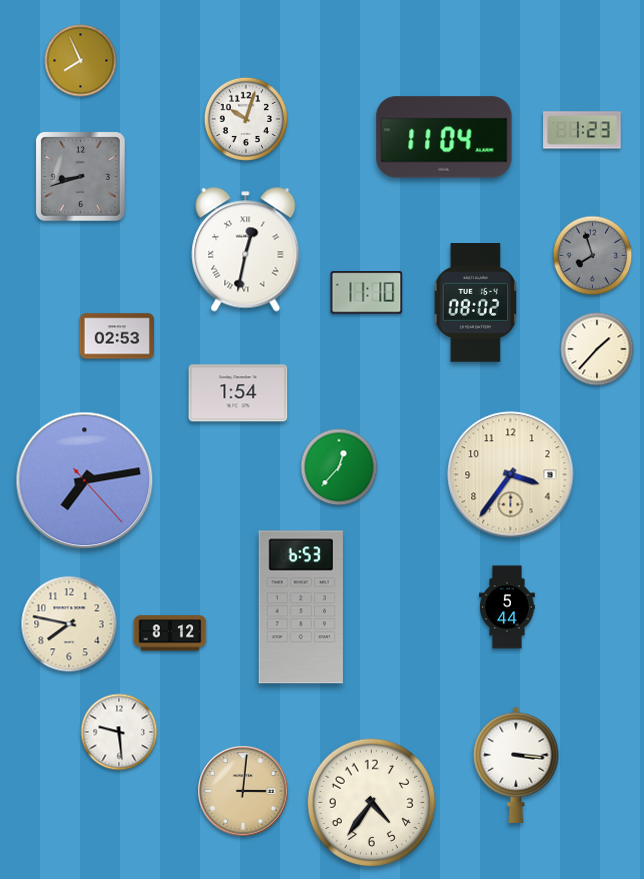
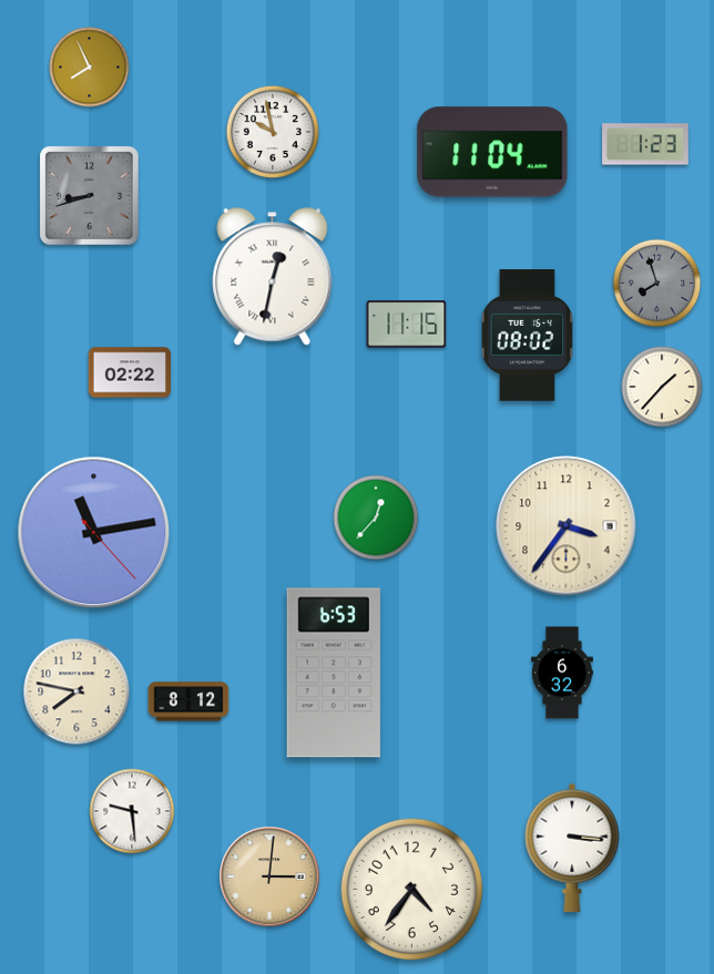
clock at (246, 119): 10:03 -> 9:58
clock at (367, 293): 11:10 -> 11:15
clock at (117, 336): 02:53 -> 02:22
clock at (238, 393): 1:54 -> none
clock at (85, 481): 7:13 -> 11:13
clock at (507, 607): 5:44 -> 6:32
